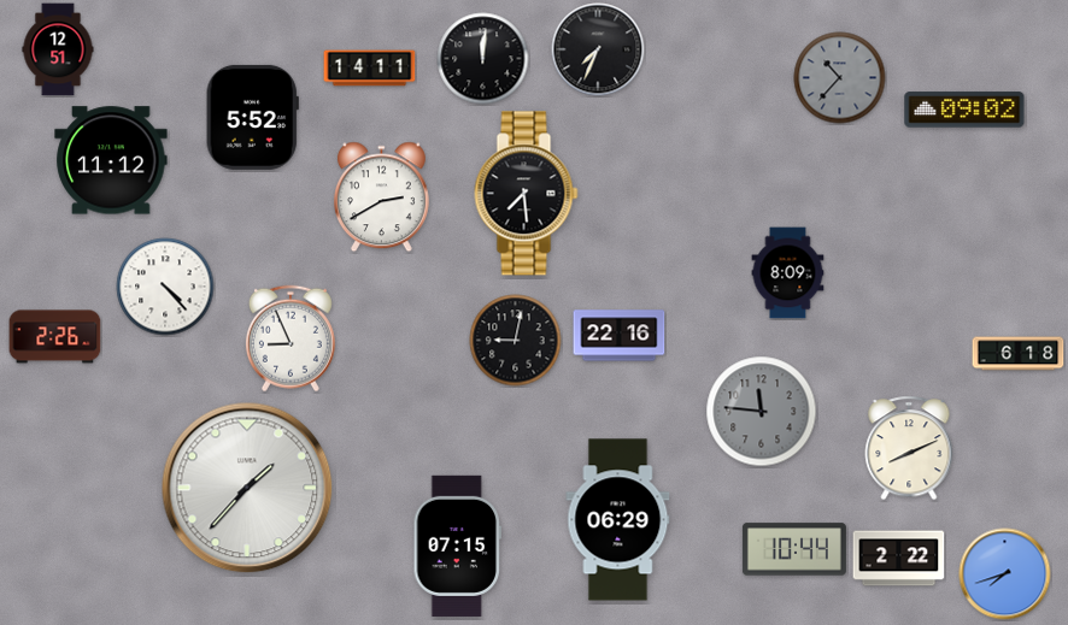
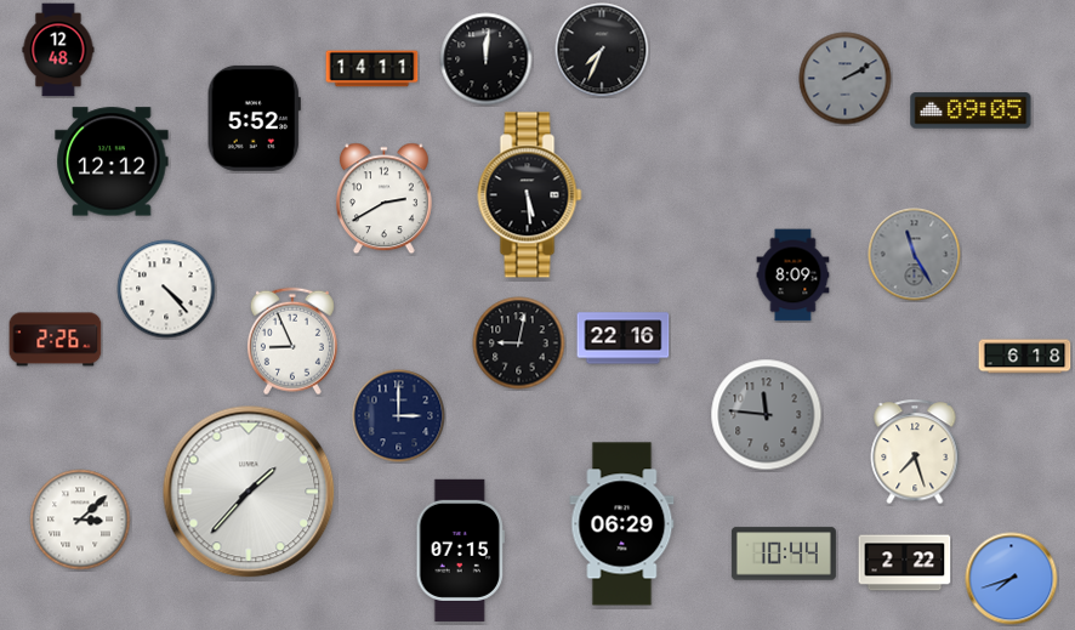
clock at (58, 49): 12:51 -> 12:48
clock at (840, 78): 10:37 -> 2:10
clock at (964, 110): 09:02 -> 09:05
clock at (111, 160): 11:12 -> 12:12
clock at (527, 194): 7:29 -> 5:29
clock at (915, 255): none -> 11:25
clock at (399, 416): none -> 3:00
clock at (909, 448): 8:11 -> 7:27
clock at (80, 520): none -> 3:08
clock at (794, 549) position: (794, 549) -> (784, 554)
